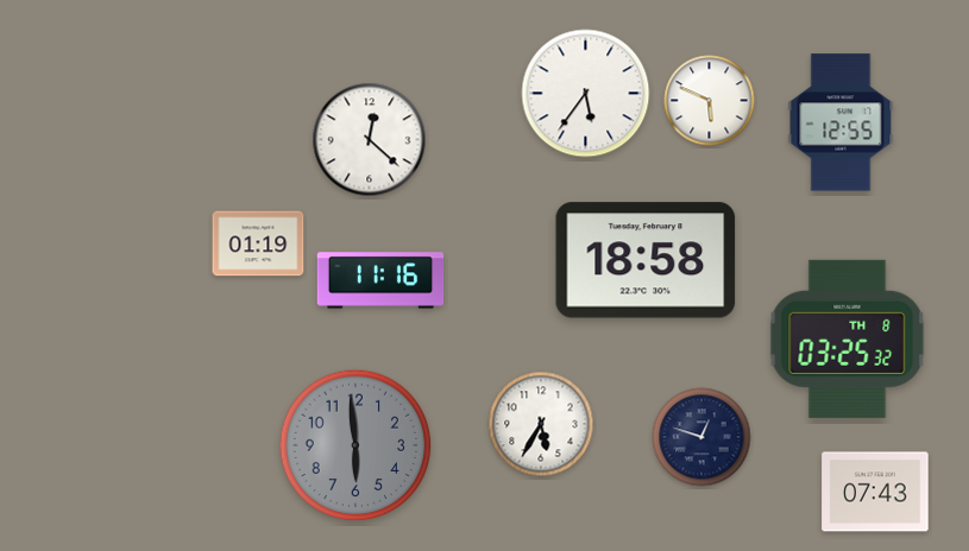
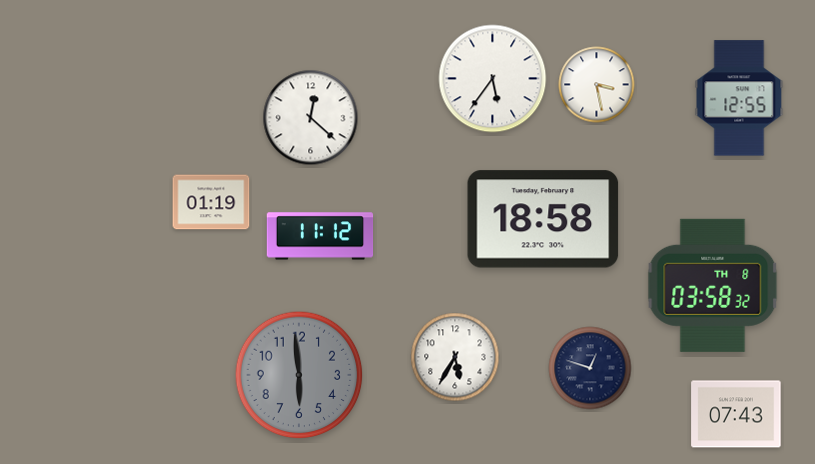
clock at (710, 101): 5:49 -> 3:28
clock at (841, 122) position: (841, 122) -> (739, 98)
clock at (258, 243) position: (258, 243) -> (211, 202)
clock at (380, 280): 11:16 -> 11:12
clock at (848, 338): 03:25 -> 03:58
